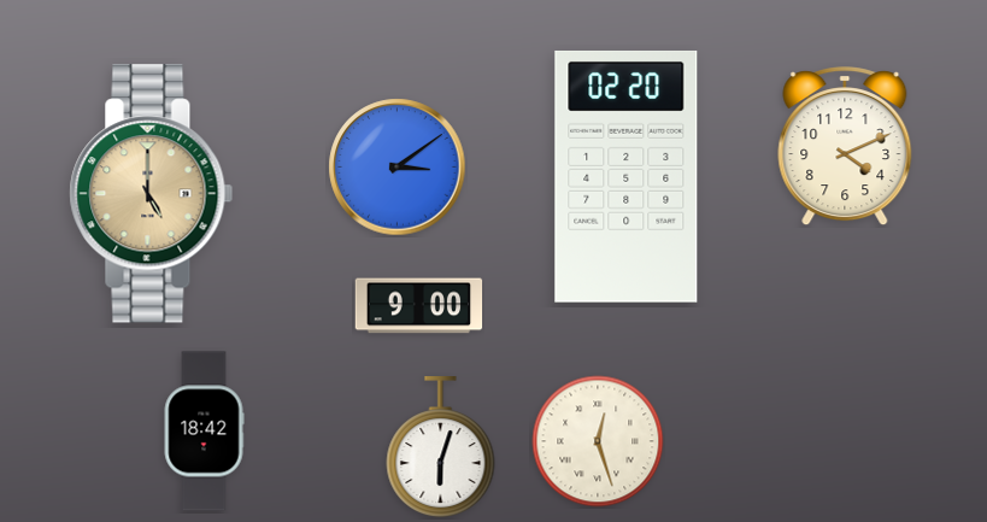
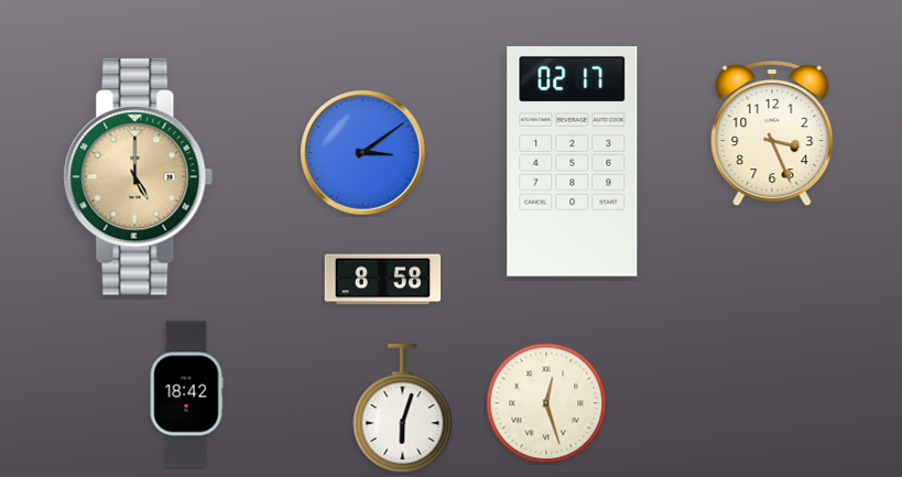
clock at (845, 147): 4:11 -> 3:26
clock at (627, 176): 02:20 -> 02:17
clock at (419, 306): 9:00 -> 8:58
